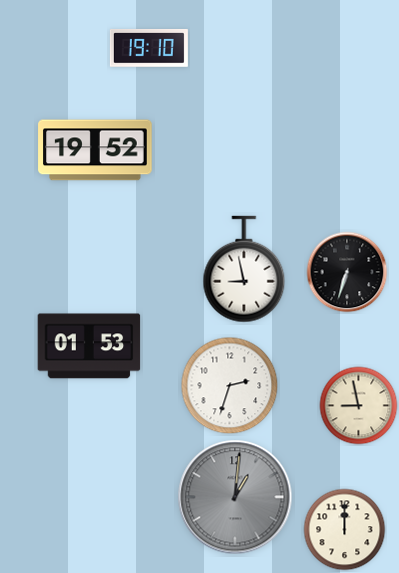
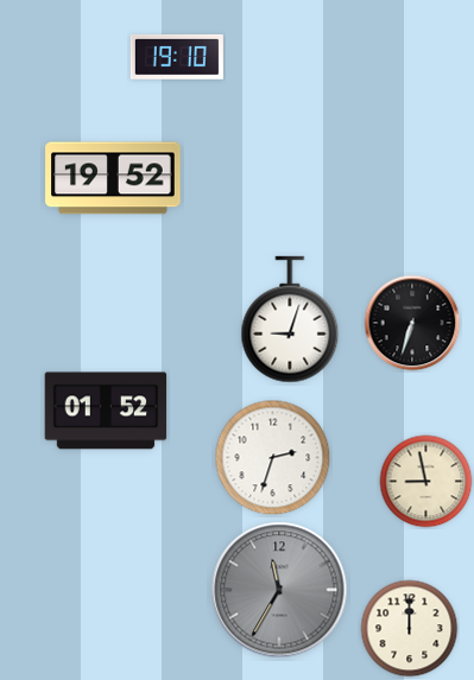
clock at (244, 269): 8:58 -> 9:03
clock at (89, 346): 01:53 -> 01:52
clock at (235, 497): 1:01 -> 11:35
